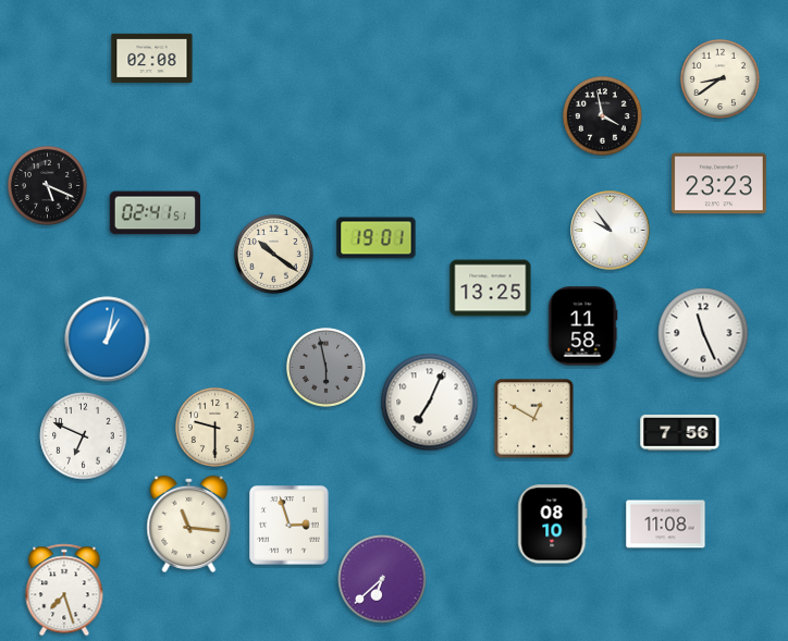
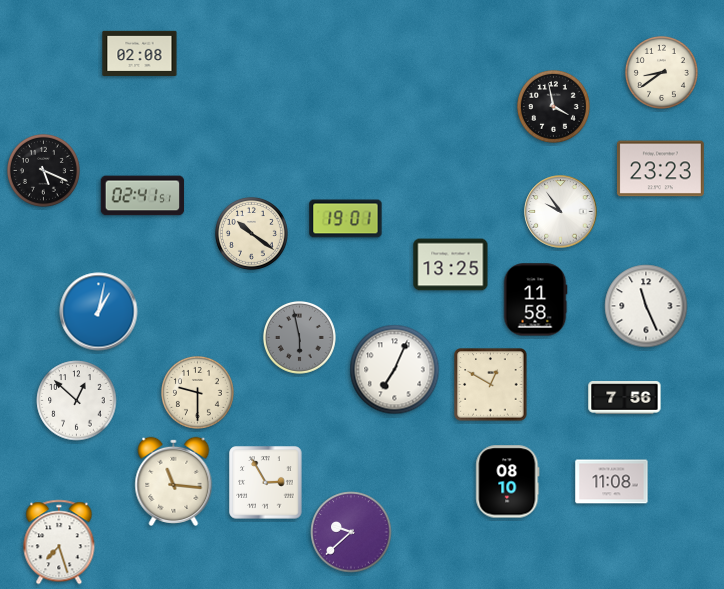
clock at (84, 436): 6:49 -> 12:52
clock at (290, 526): 2:57 -> 2:55
clock at (382, 579): 6:38 -> 9:38
